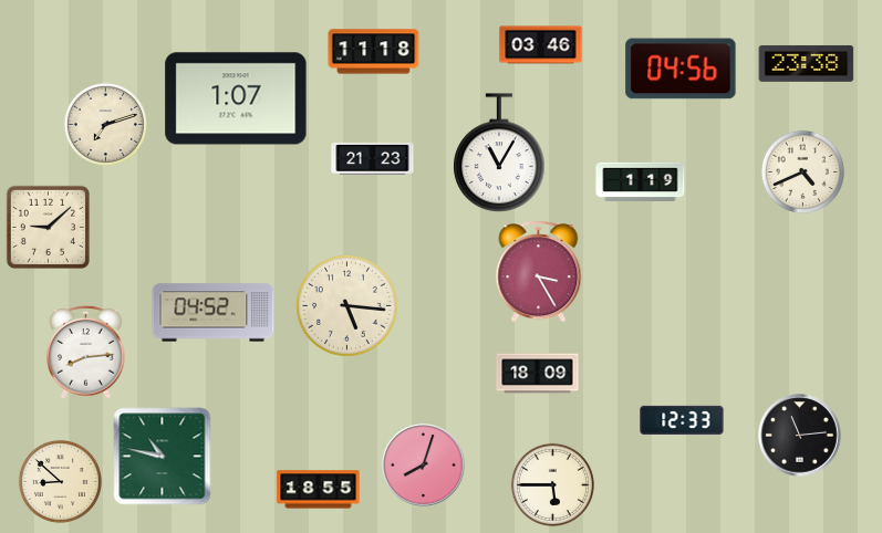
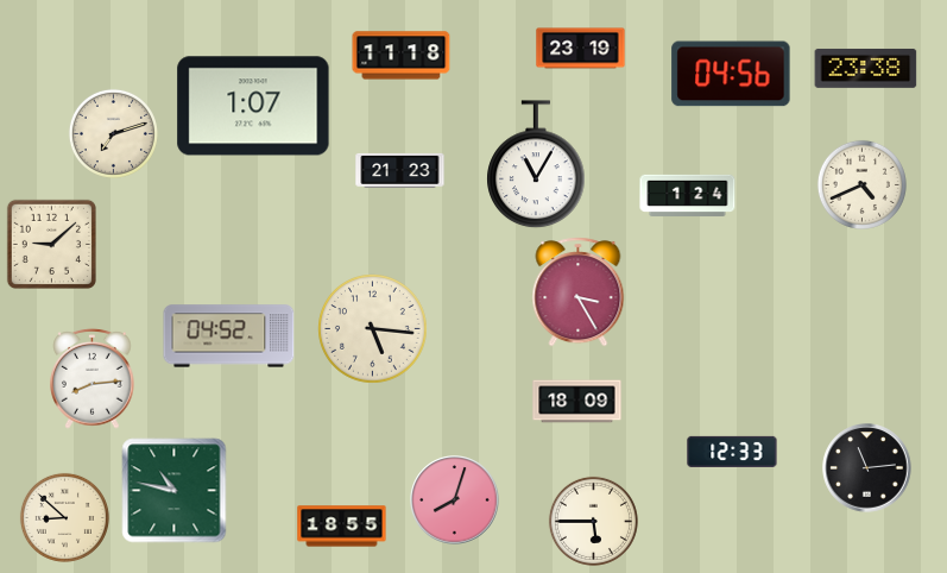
clock at (541, 45): 03:46 -> 23:19
clock at (641, 182): 1:19 -> 1:24
clock at (800, 436) position: (800, 436) -> (867, 468)
